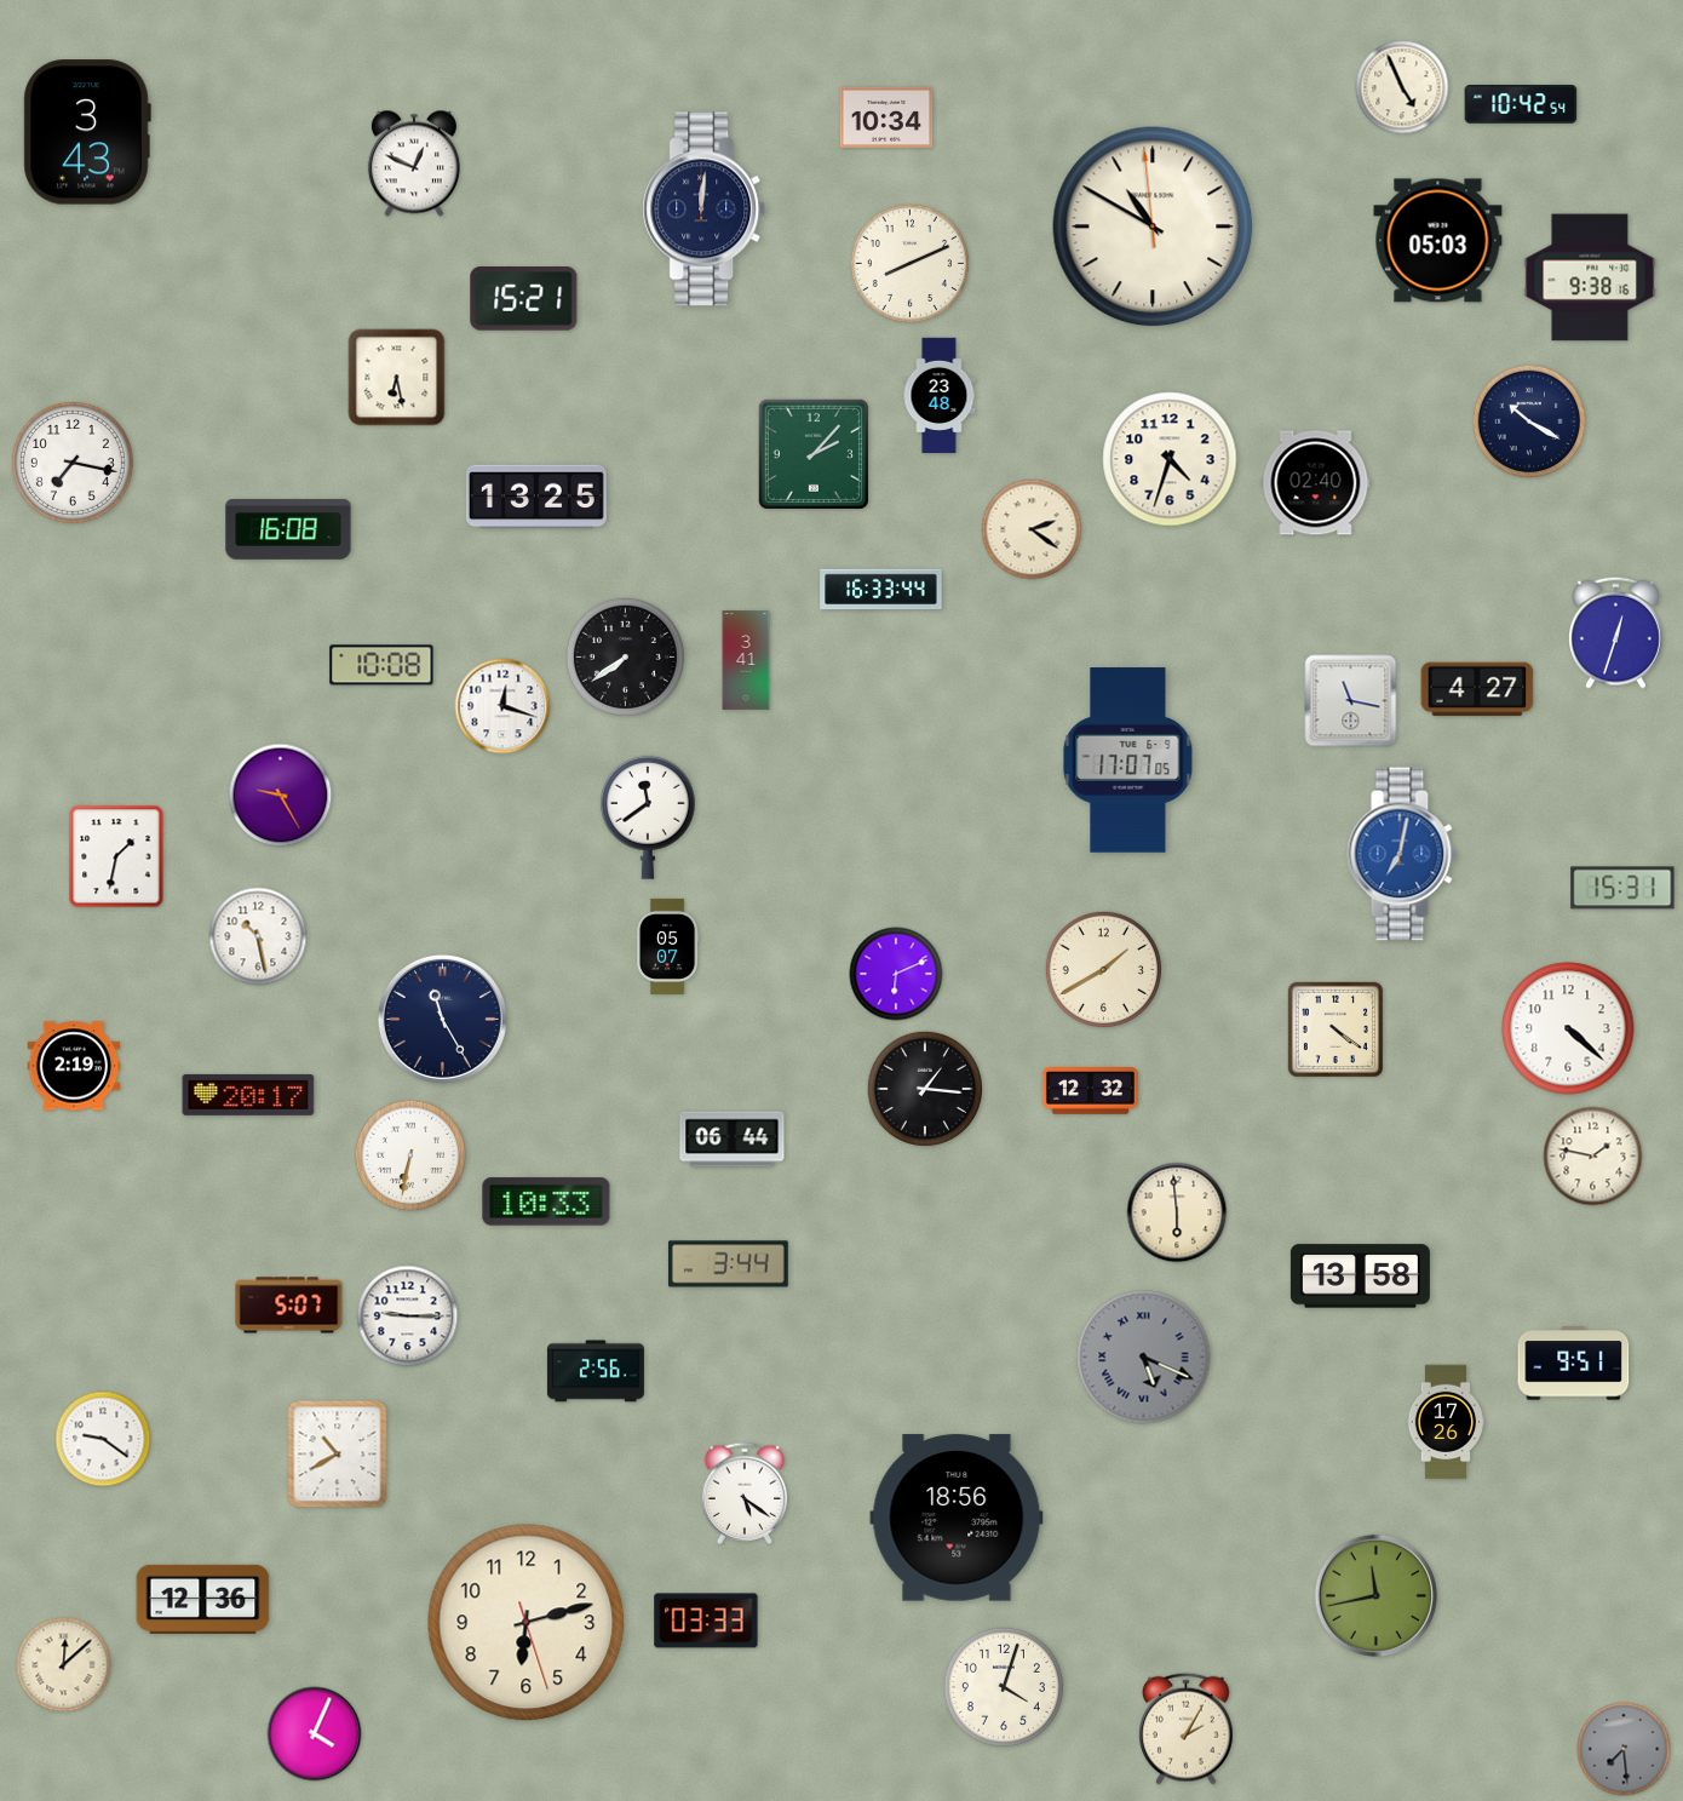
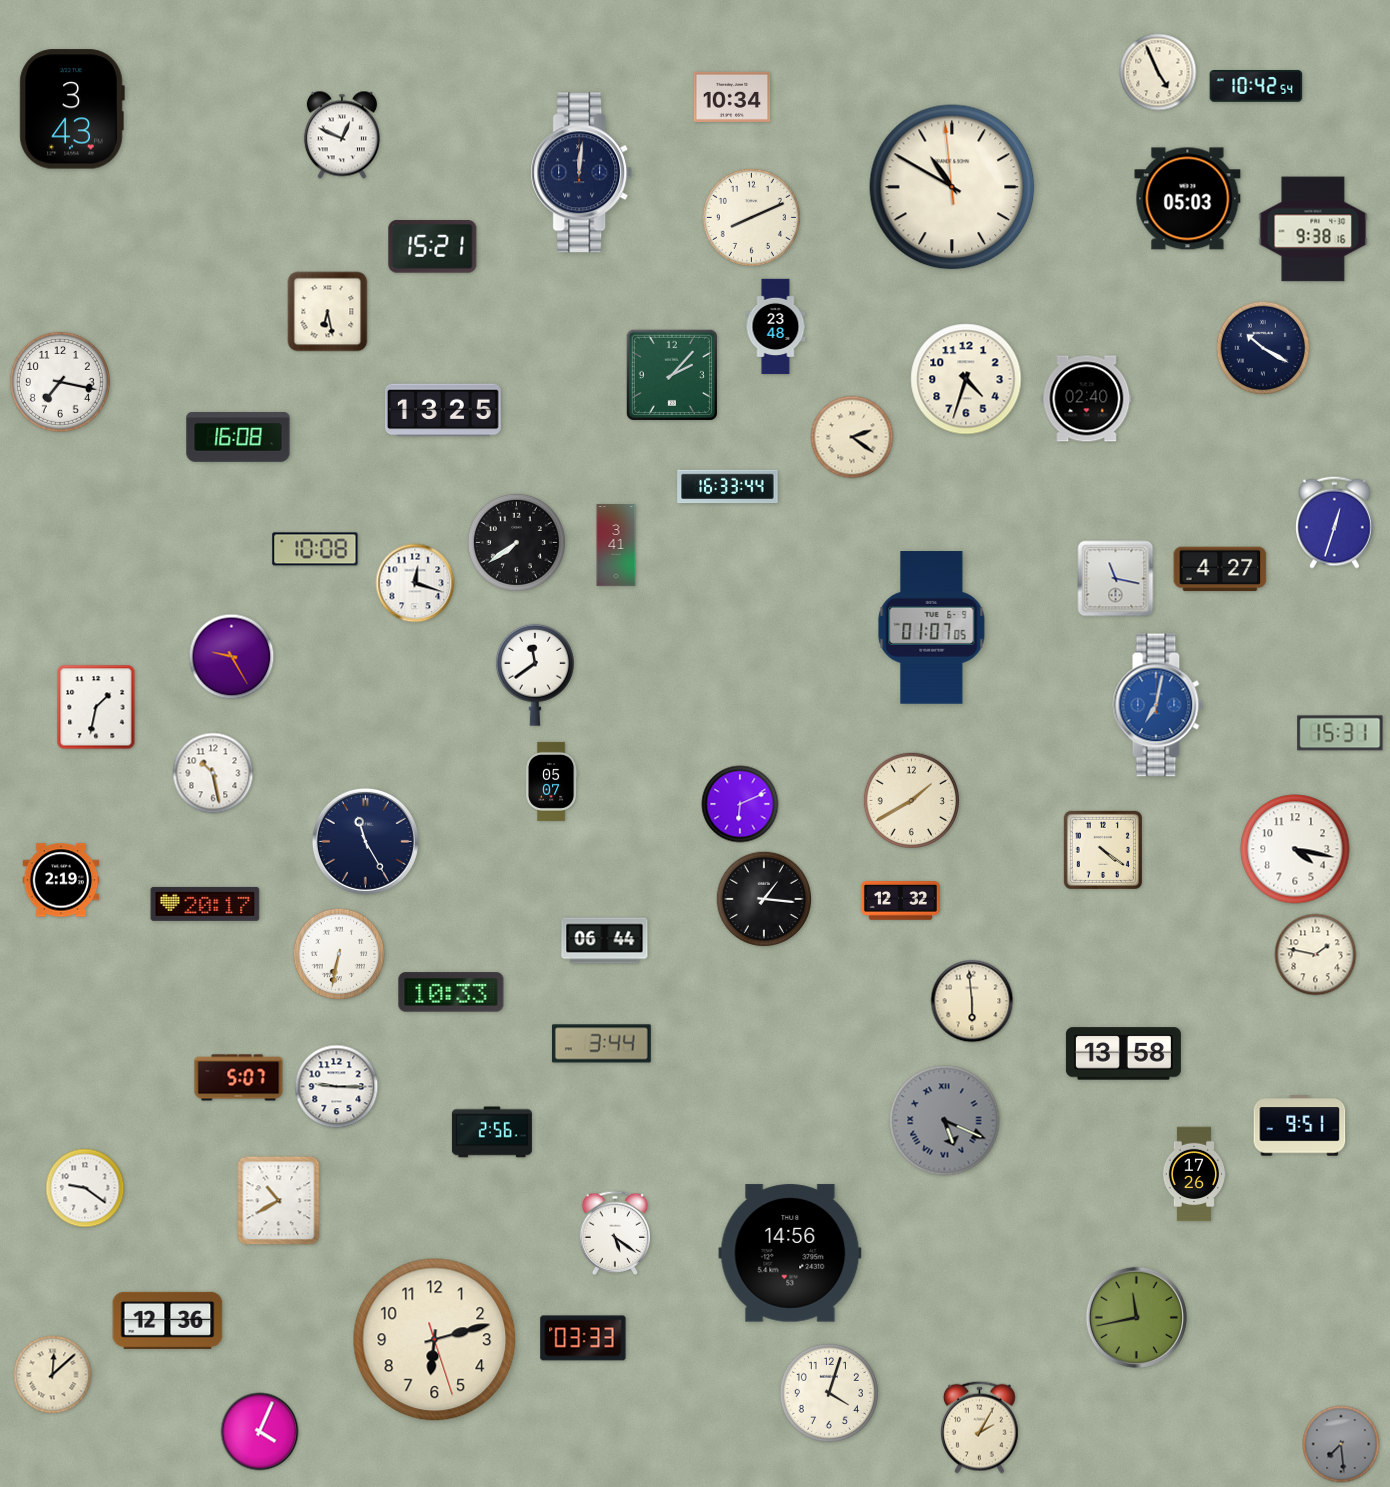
clock at (1128, 761): 17:07 -> 01:07
clock at (1568, 1028): 4:22 -> 4:17
clock at (957, 1518): 18:56 -> 14:56
